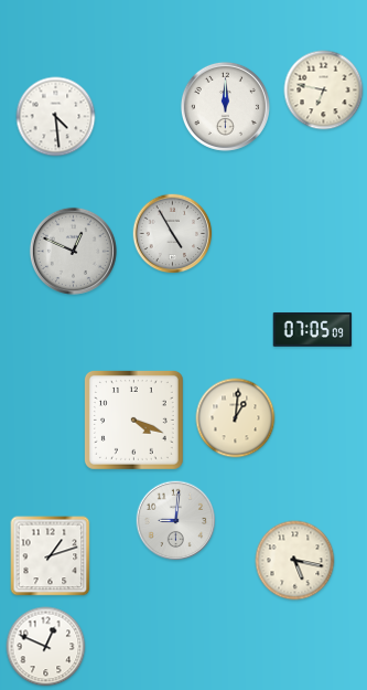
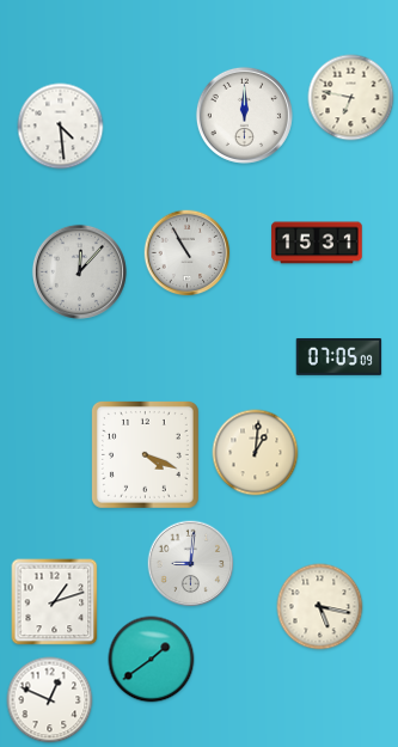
clock at (317, 243): none -> 15:31
clock at (173, 234): 4:55 -> 10:55
clock at (73, 251): 12:49 -> 12:07
clock at (152, 660): none -> 1:39
